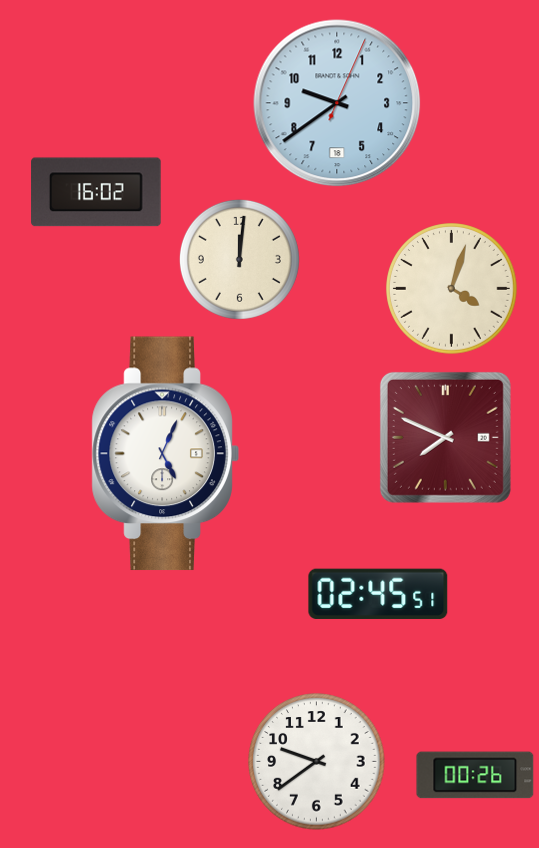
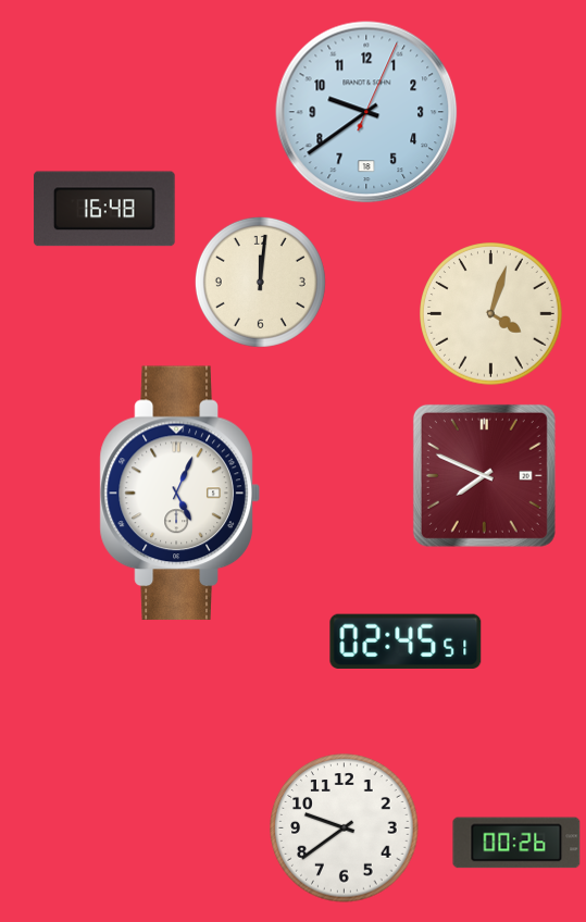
clock at (96, 192): 16:02 -> 16:48
clock at (378, 593) position: (378, 593) -> (406, 640)
